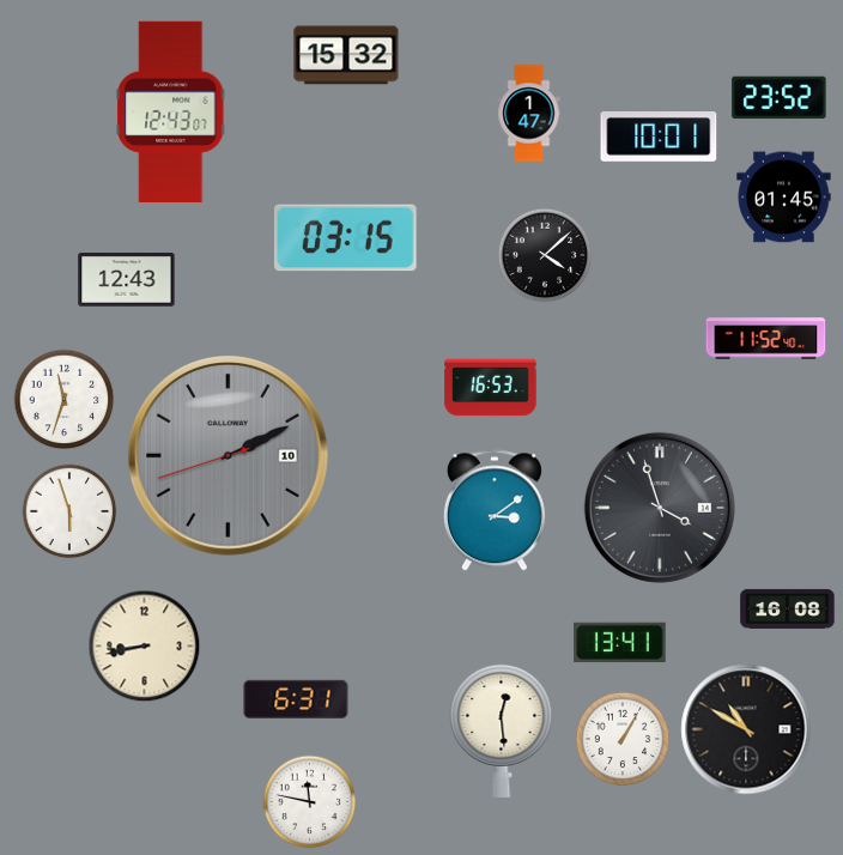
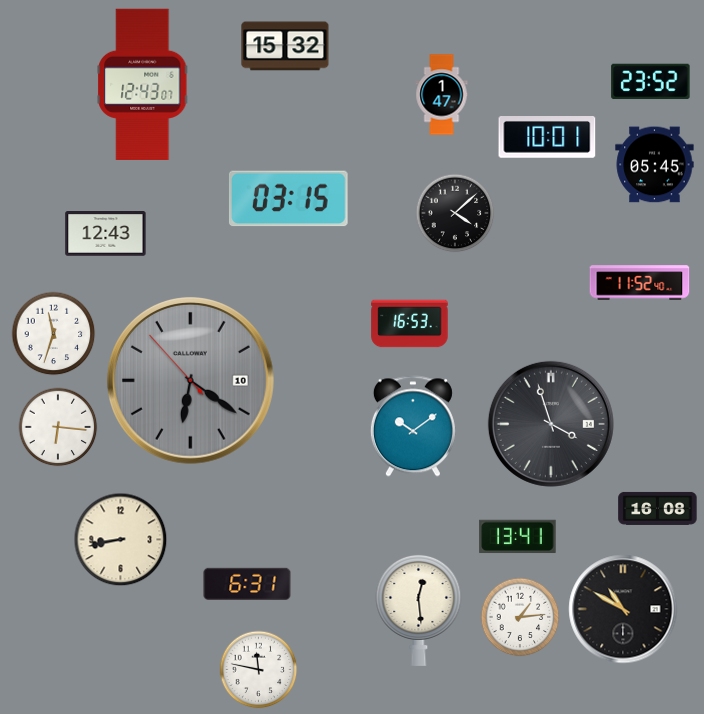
clock at (346, 55) position: (346, 55) -> (285, 46)
clock at (171, 111) position: (171, 111) -> (143, 84)
clock at (659, 138) position: (659, 138) -> (547, 138)
clock at (784, 198): 01:45 -> 05:45
clock at (228, 455): 2:10 -> 6:20
clock at (495, 510): 3:09 -> 10:09
clock at (69, 511): 5:57 -> 6:16
clock at (623, 739): 1:05 -> 1:14
